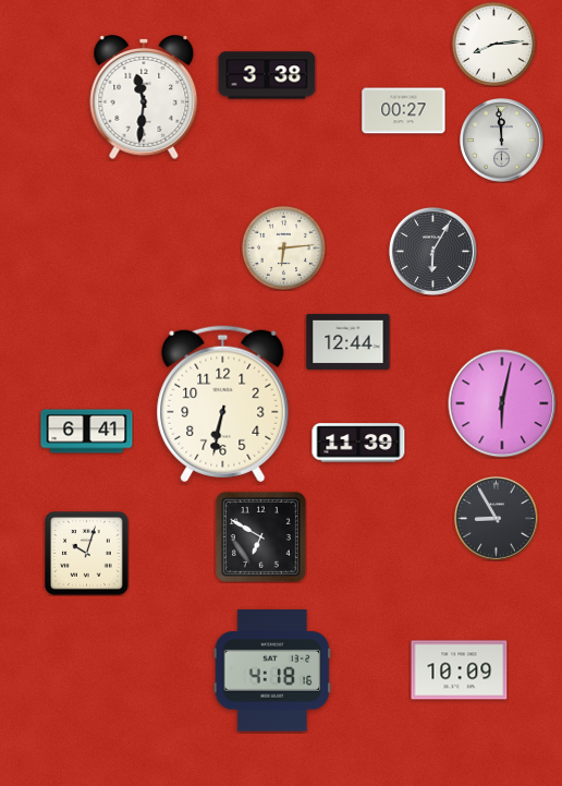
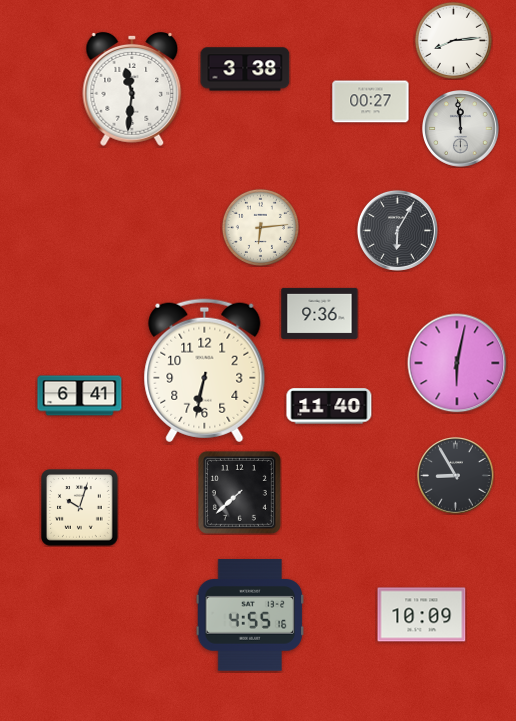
clock at (349, 341): 12:44 -> 9:36
clock at (502, 403) position: (502, 403) -> (457, 363)
clock at (358, 443): 11:39 -> 11:40
clock at (260, 536): 6:50 -> 7:38
clock at (272, 670): 4:18 -> 4:55
